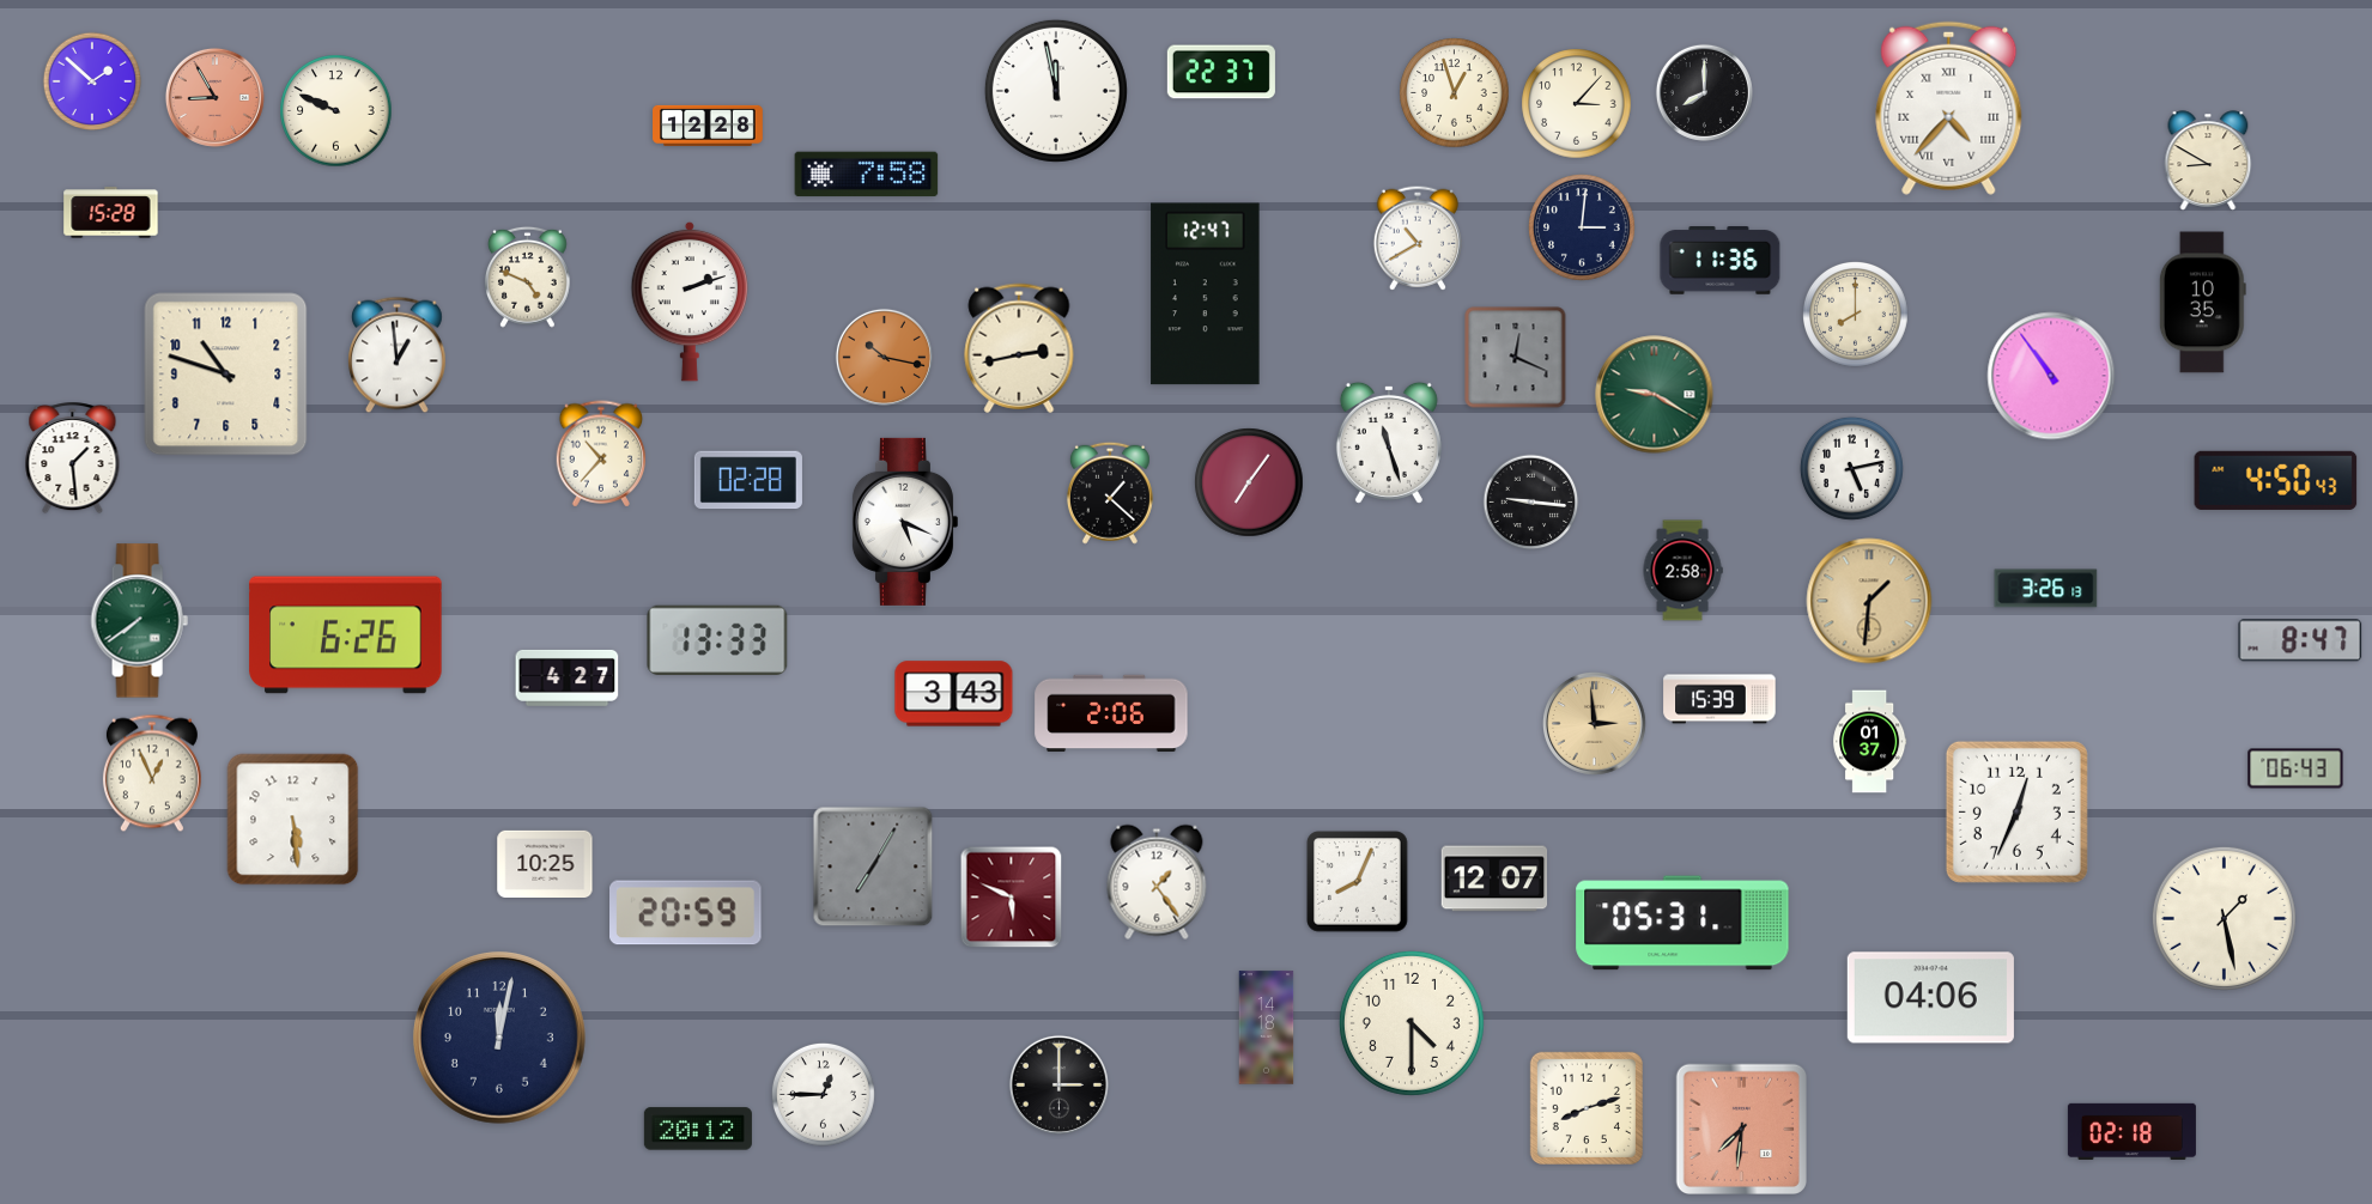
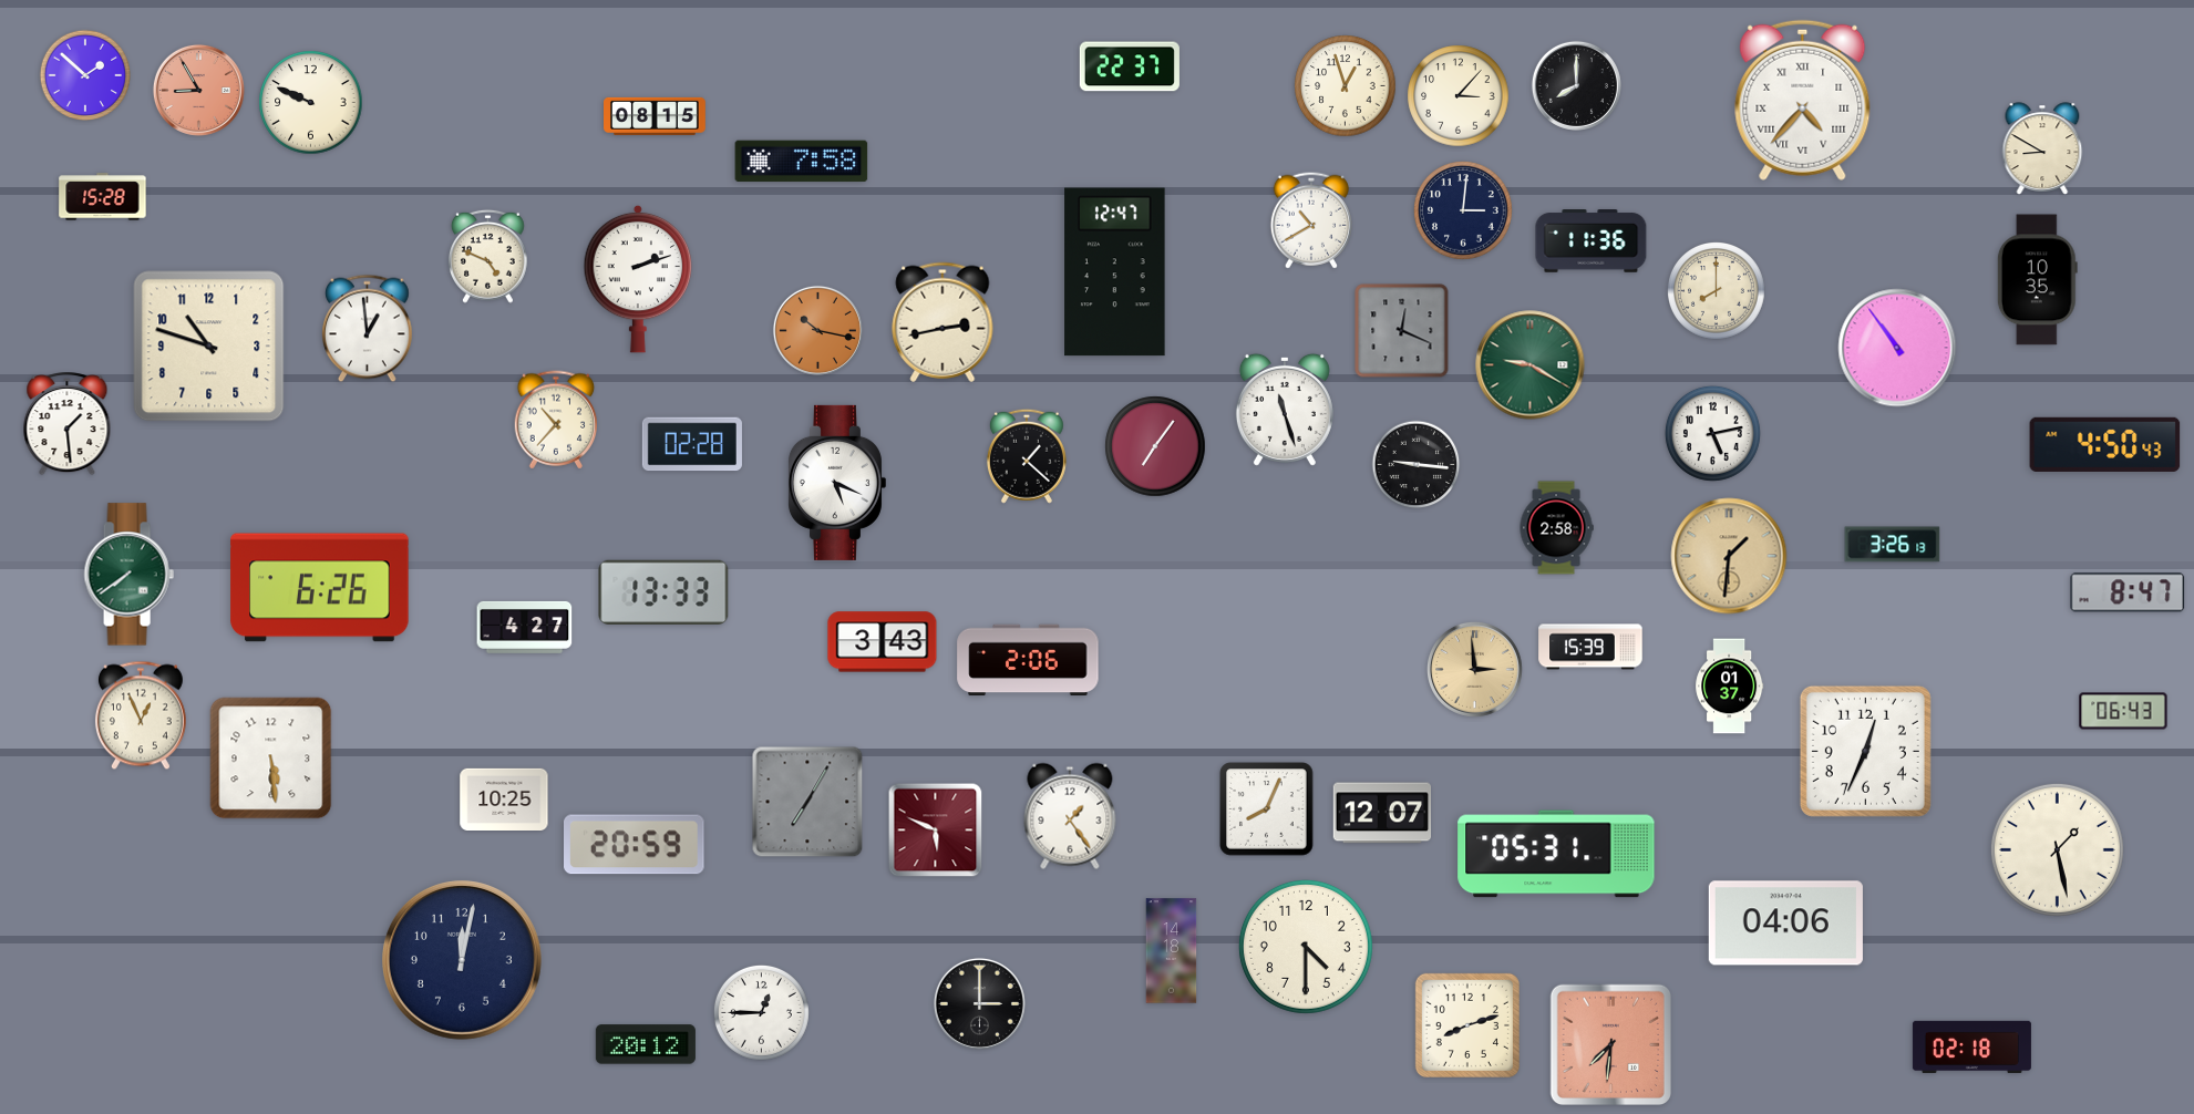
clock at (1056, 91): 11:58 -> none
clock at (709, 126): 12:28 -> 08:15
clock at (1358, 882) position: (1358, 882) -> (1267, 809)
